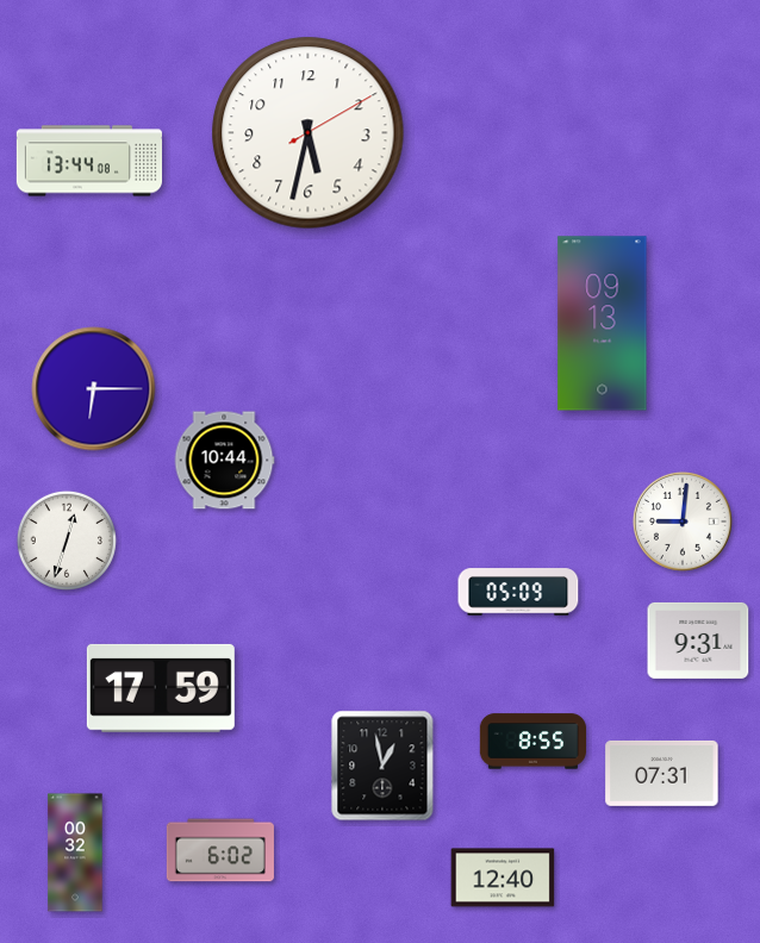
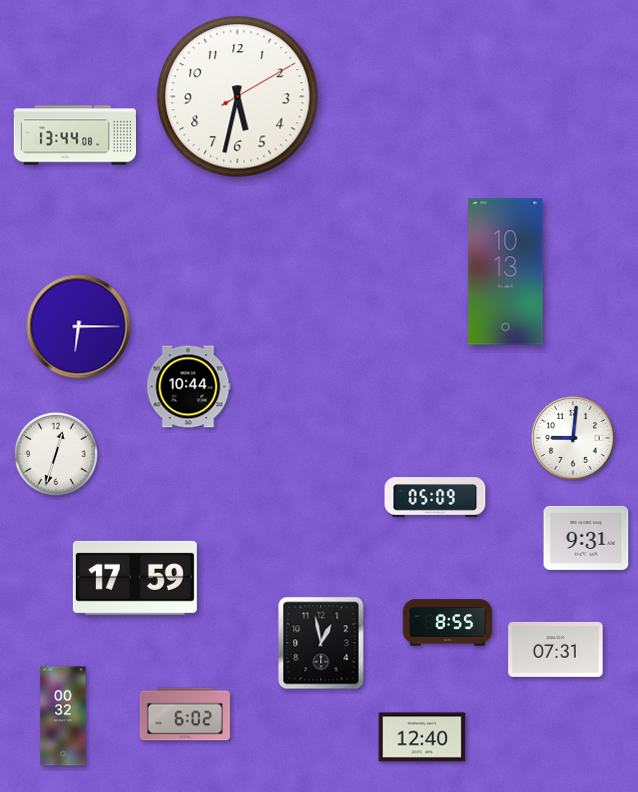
clock at (309, 133) position: (309, 133) -> (238, 97)
clock at (603, 324): 09:13 -> 10:13
